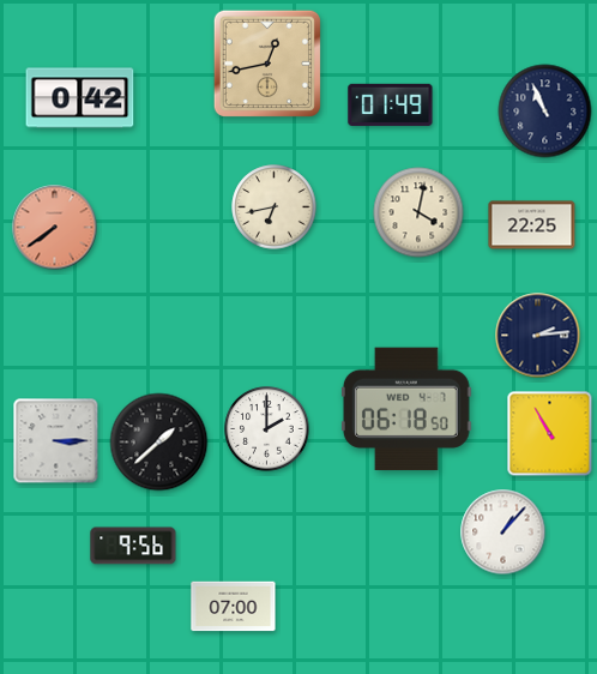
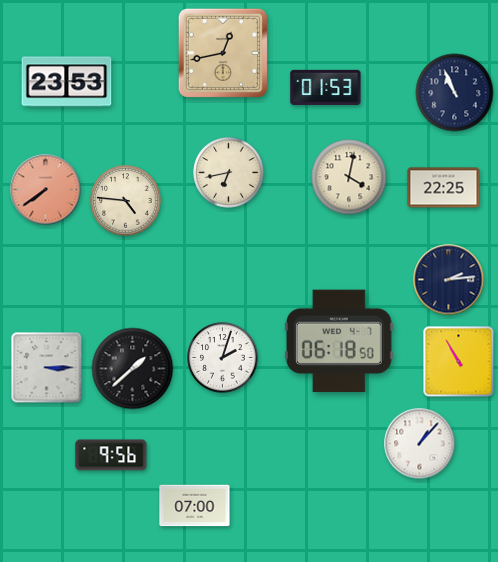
clock at (80, 98): 0:42 -> 23:53
clock at (391, 104): 01:49 -> 01:53
clock at (126, 201): none -> 4:46
clock at (267, 429): 2:00 -> 2:03
